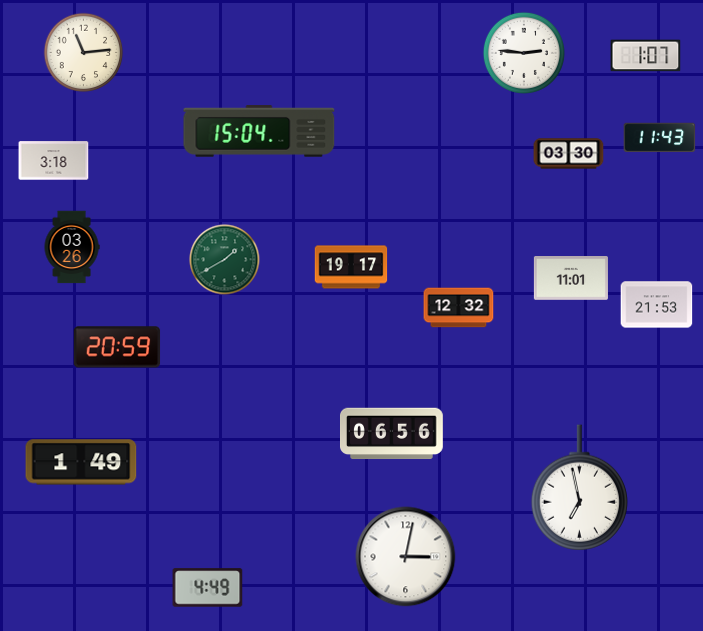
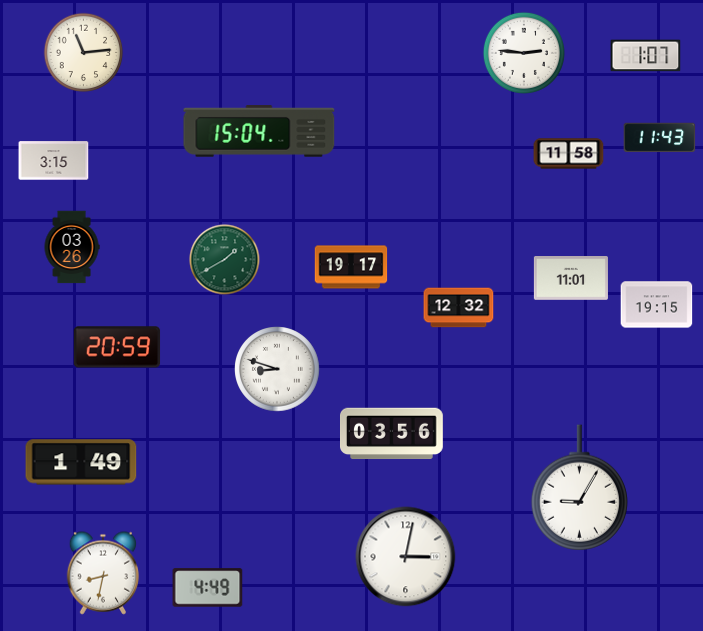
clock at (569, 154): 03:30 -> 11:58
clock at (54, 161): 3:18 -> 3:15
clock at (657, 305): 21:53 -> 19:15
clock at (277, 369): none -> 8:48
clock at (392, 434): 06:56 -> 03:56
clock at (579, 488): 6:58 -> 9:05
clock at (103, 573): none -> 8:32
